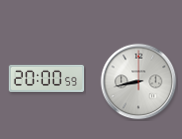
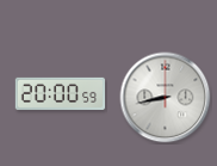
clock at (47, 78) position: (47, 78) -> (61, 93)
